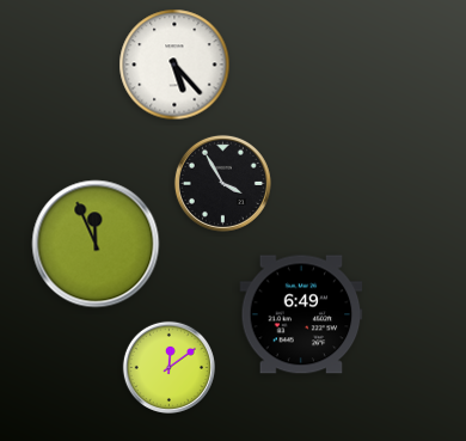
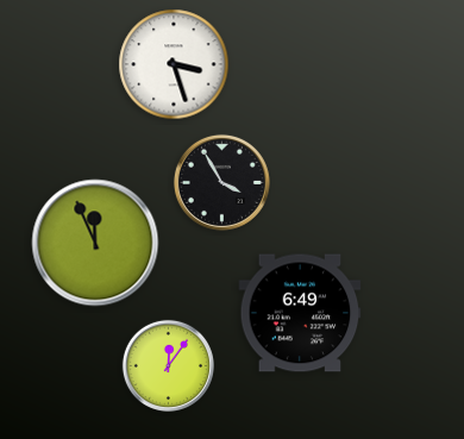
clock at (174, 65): 5:23 -> 3:27
clock at (168, 367): 12:09 -> 12:06
